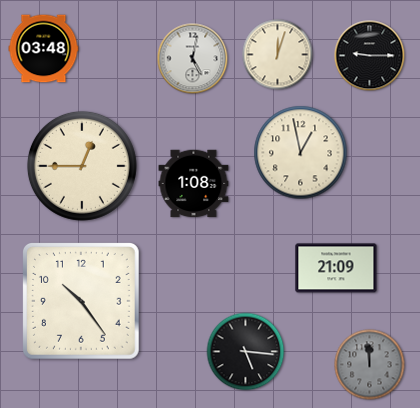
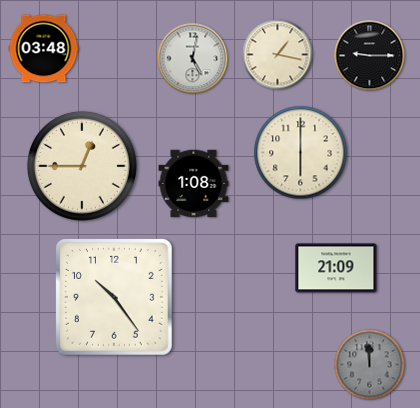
clock at (278, 55): 12:03 -> 1:17
clock at (301, 153): 12:58 -> 6:00
clock at (82, 302) position: (82, 302) -> (115, 298)
clock at (246, 352): 5:16 -> none
